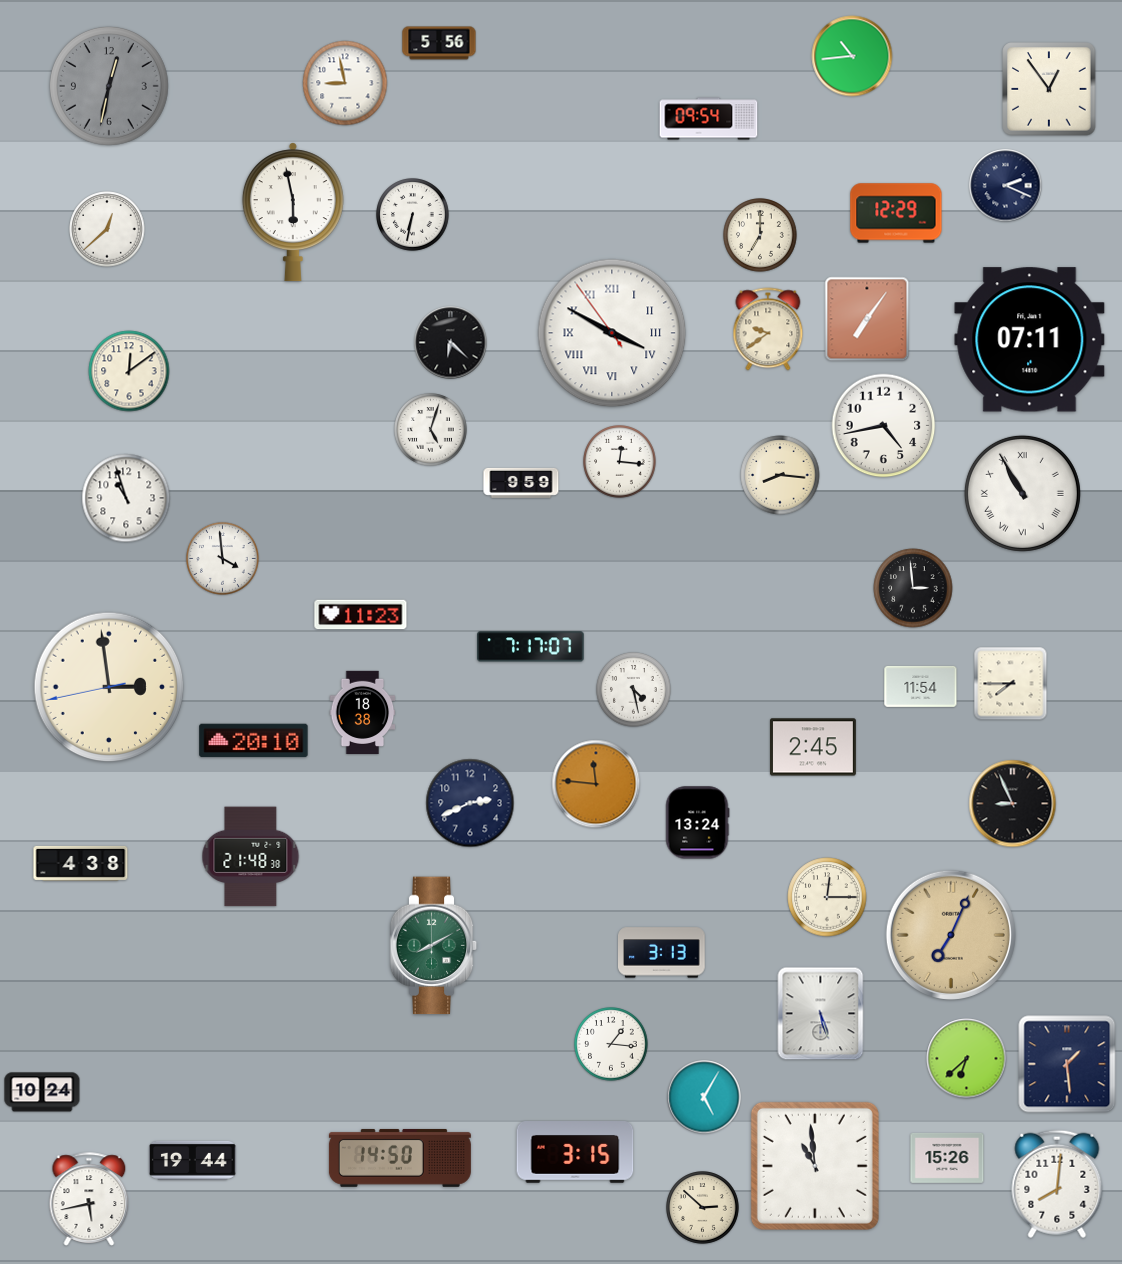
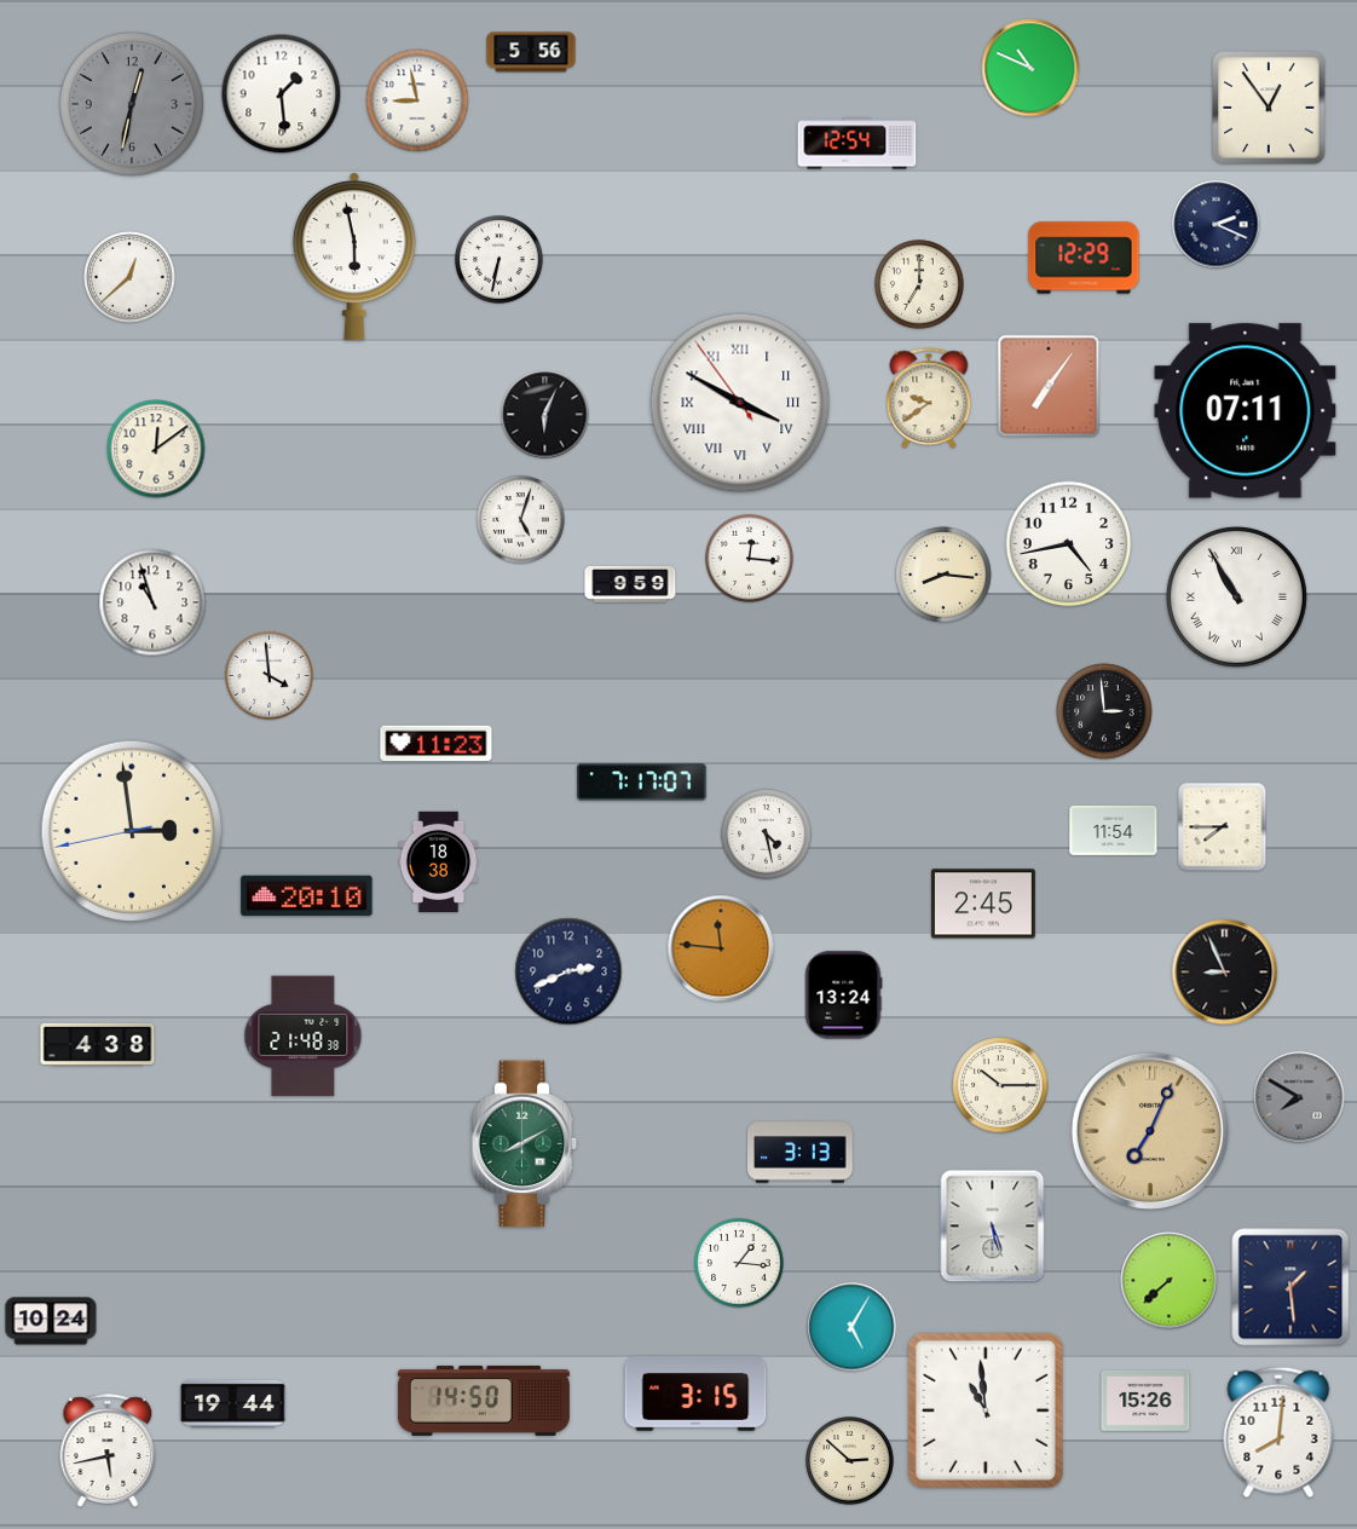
clock at (852, 56): 10:44 -> 10:49
clock at (282, 94): none -> 1:29
clock at (709, 119): 09:54 -> 12:54
clock at (451, 343): 6:22 -> 6:04
clock at (884, 426) position: (884, 426) -> (1069, 544)
clock at (827, 897): 12:15 -> 10:15
clock at (1299, 1097): none -> 7:50
clock at (967, 1059): 6:38 -> 7:38
